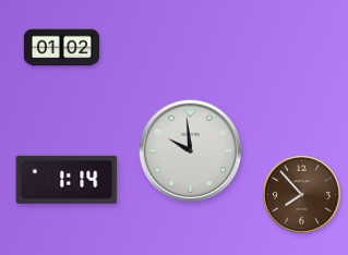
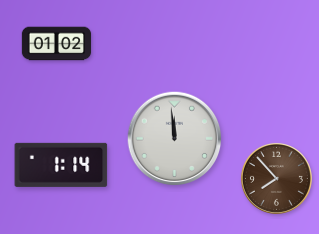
clock at (191, 151): 9:59 -> 11:59
